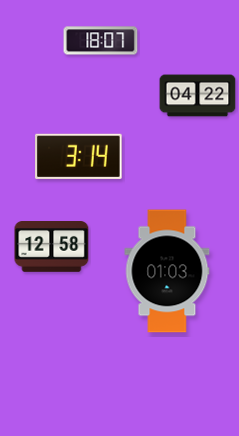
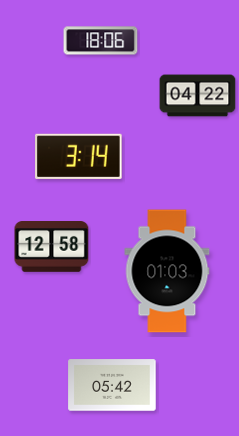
clock at (101, 41): 18:07 -> 18:06
clock at (112, 385): none -> 05:42
